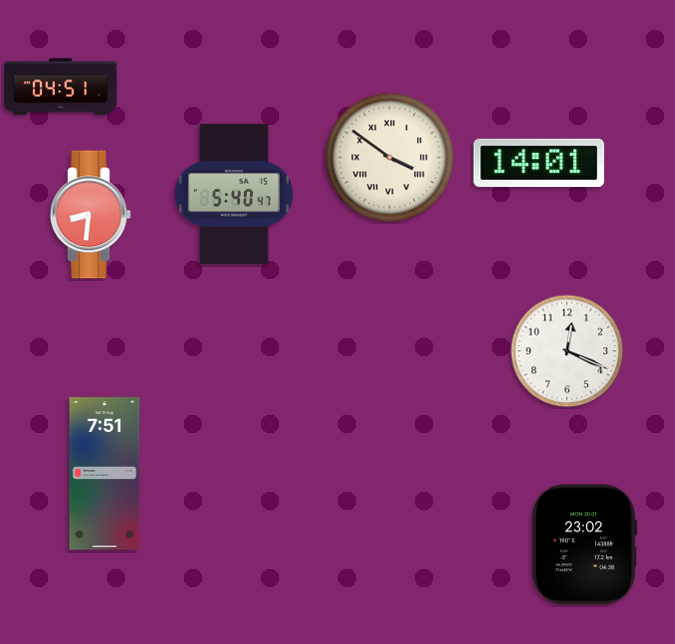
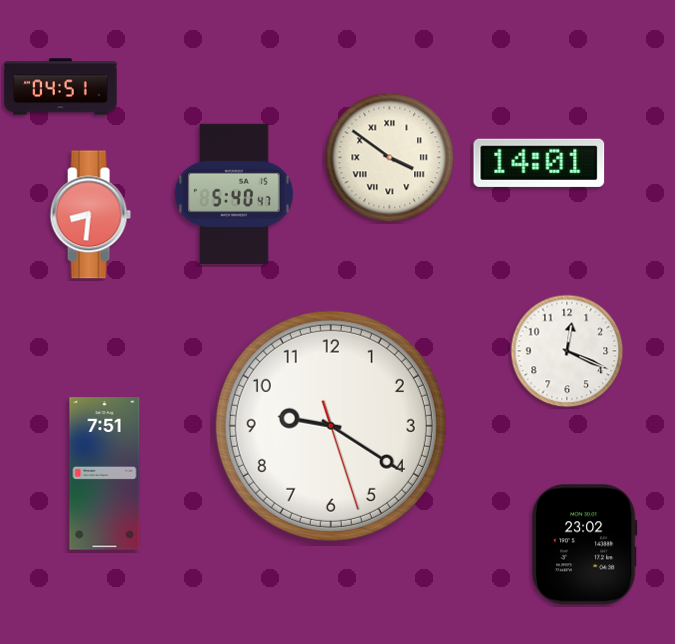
clock at (331, 426): none -> 9:20
